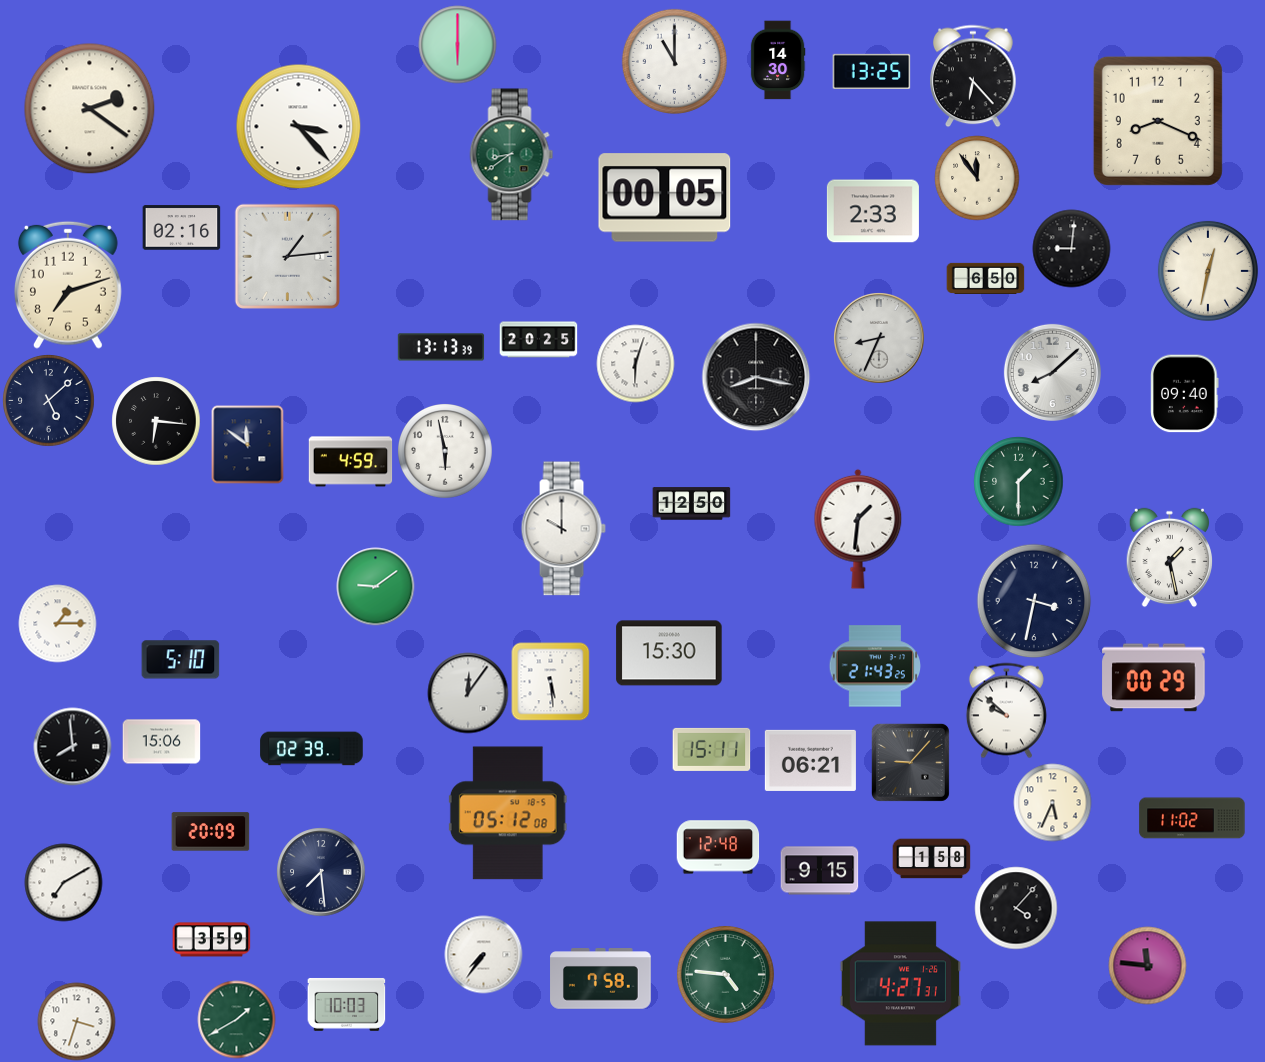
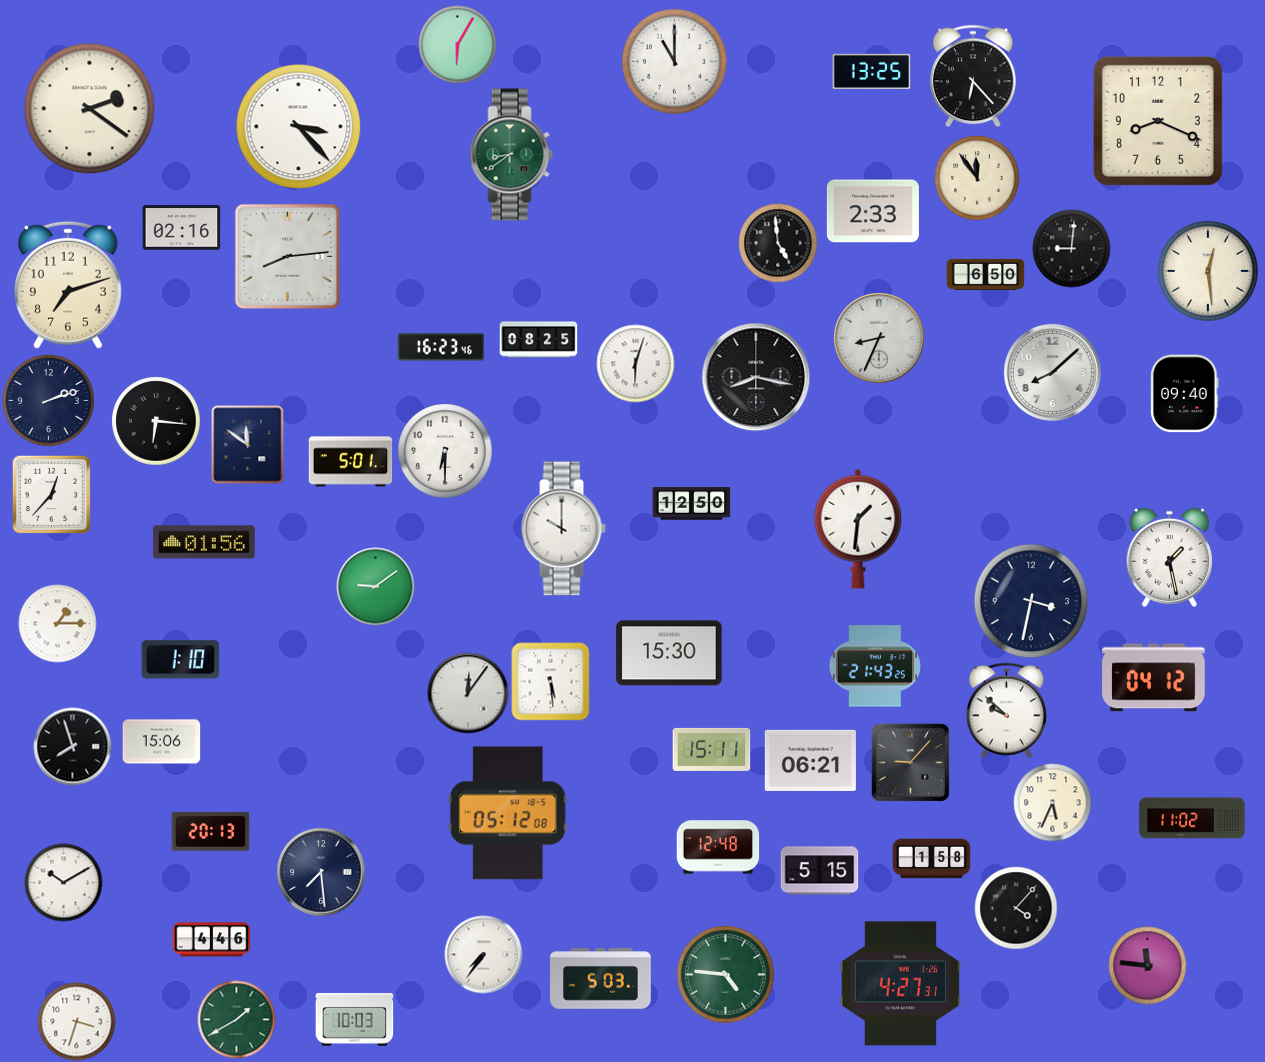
clock at (457, 44): 6:00 -> 6:05
clock at (778, 60): 14:30 -> none
clock at (665, 198): 00:05 -> none
clock at (778, 243): none -> 4:59
clock at (287, 256): 1:14 -> 8:14
clock at (1208, 271): 12:32 -> 12:29
clock at (985, 278) position: (985, 278) -> (985, 274)
clock at (538, 340): 20:25 -> 08:25
clock at (441, 347): 13:13 -> 16:23
clock at (48, 400): 5:08 -> 2:12
clock at (445, 451): 5:58 -> 6:30
clock at (350, 462): 4:59 -> 5:01
clock at (1018, 481): 1:30 -> none
clock at (51, 494): none -> 12:37
clock at (204, 542): none -> 01:56
clock at (1034, 601) position: (1034, 601) -> (1031, 601)
clock at (180, 660): 5:10 -> 1:10
clock at (1154, 678): 00:29 -> 04:12
clock at (72, 746): 7:59 -> 7:57
clock at (312, 749): 02:39 -> none
clock at (210, 832): 20:09 -> 20:13
clock at (819, 871): 9:15 -> 5:15
clock at (63, 882): 7:10 -> 10:10
clock at (211, 940): 3:59 -> 4:46
clock at (601, 979): 7:58 -> 5:03
clock at (346, 1004) position: (346, 1004) -> (354, 1019)
